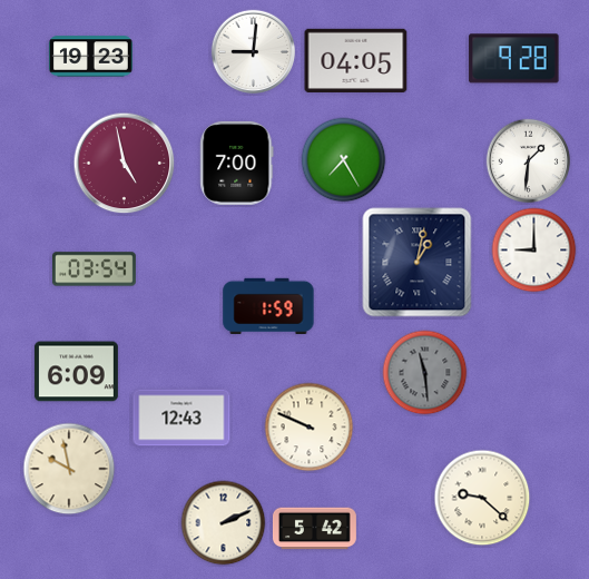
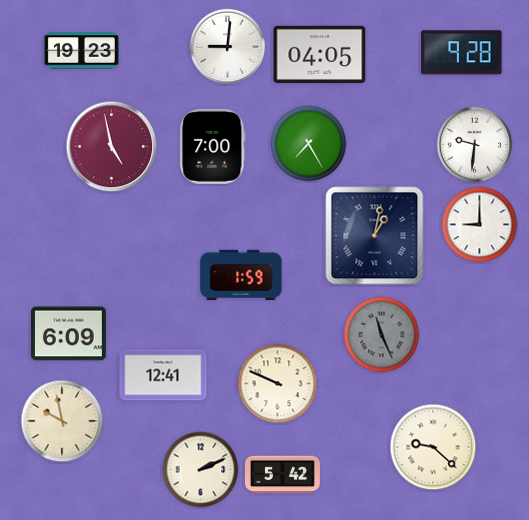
clock at (529, 161): 1:31 -> 9:31
clock at (94, 269): 03:54 -> none
clock at (425, 373): 11:29 -> 11:26
clock at (181, 418): 12:43 -> 12:41
